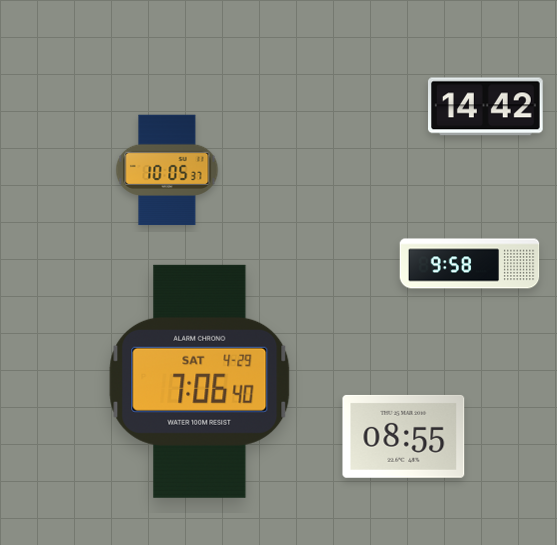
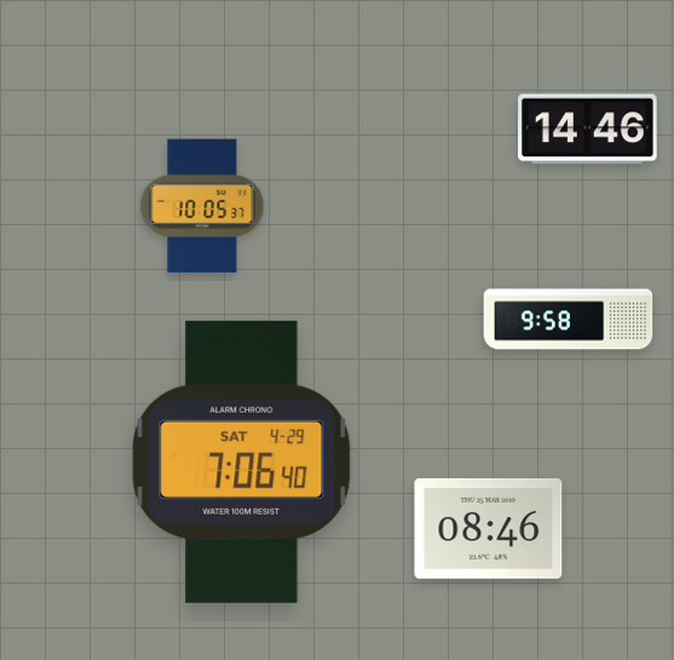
clock at (486, 107): 14:42 -> 14:46
clock at (404, 436): 08:55 -> 08:46
